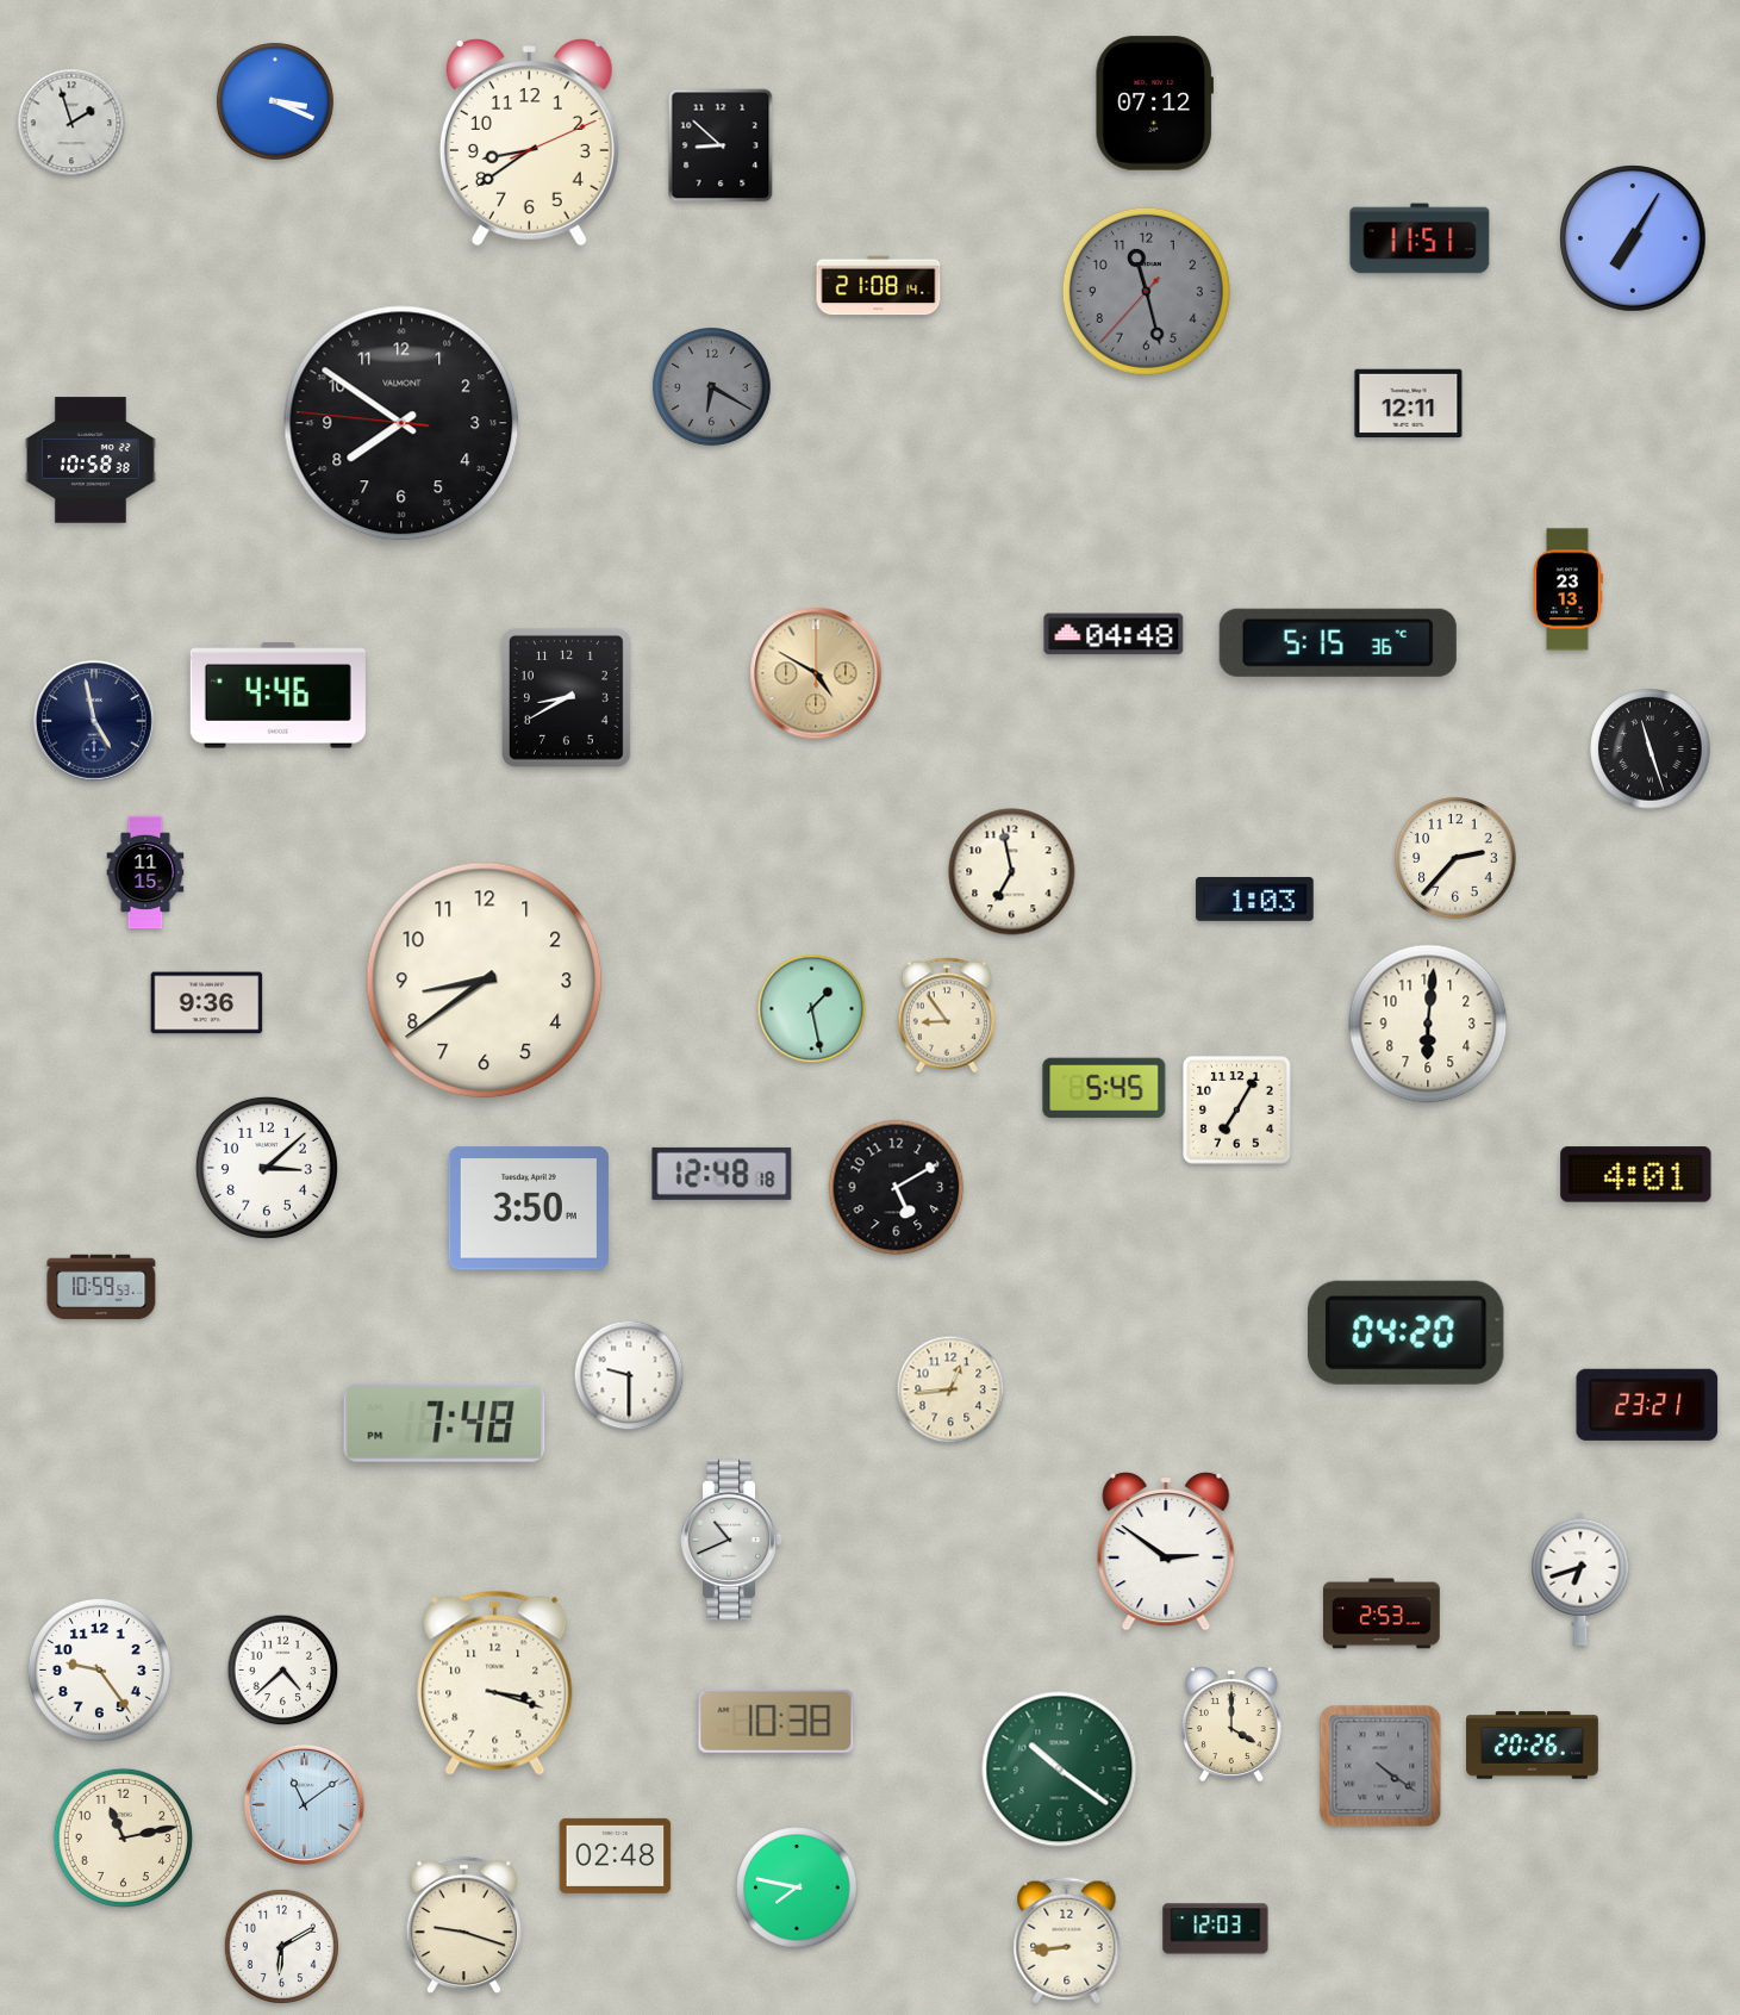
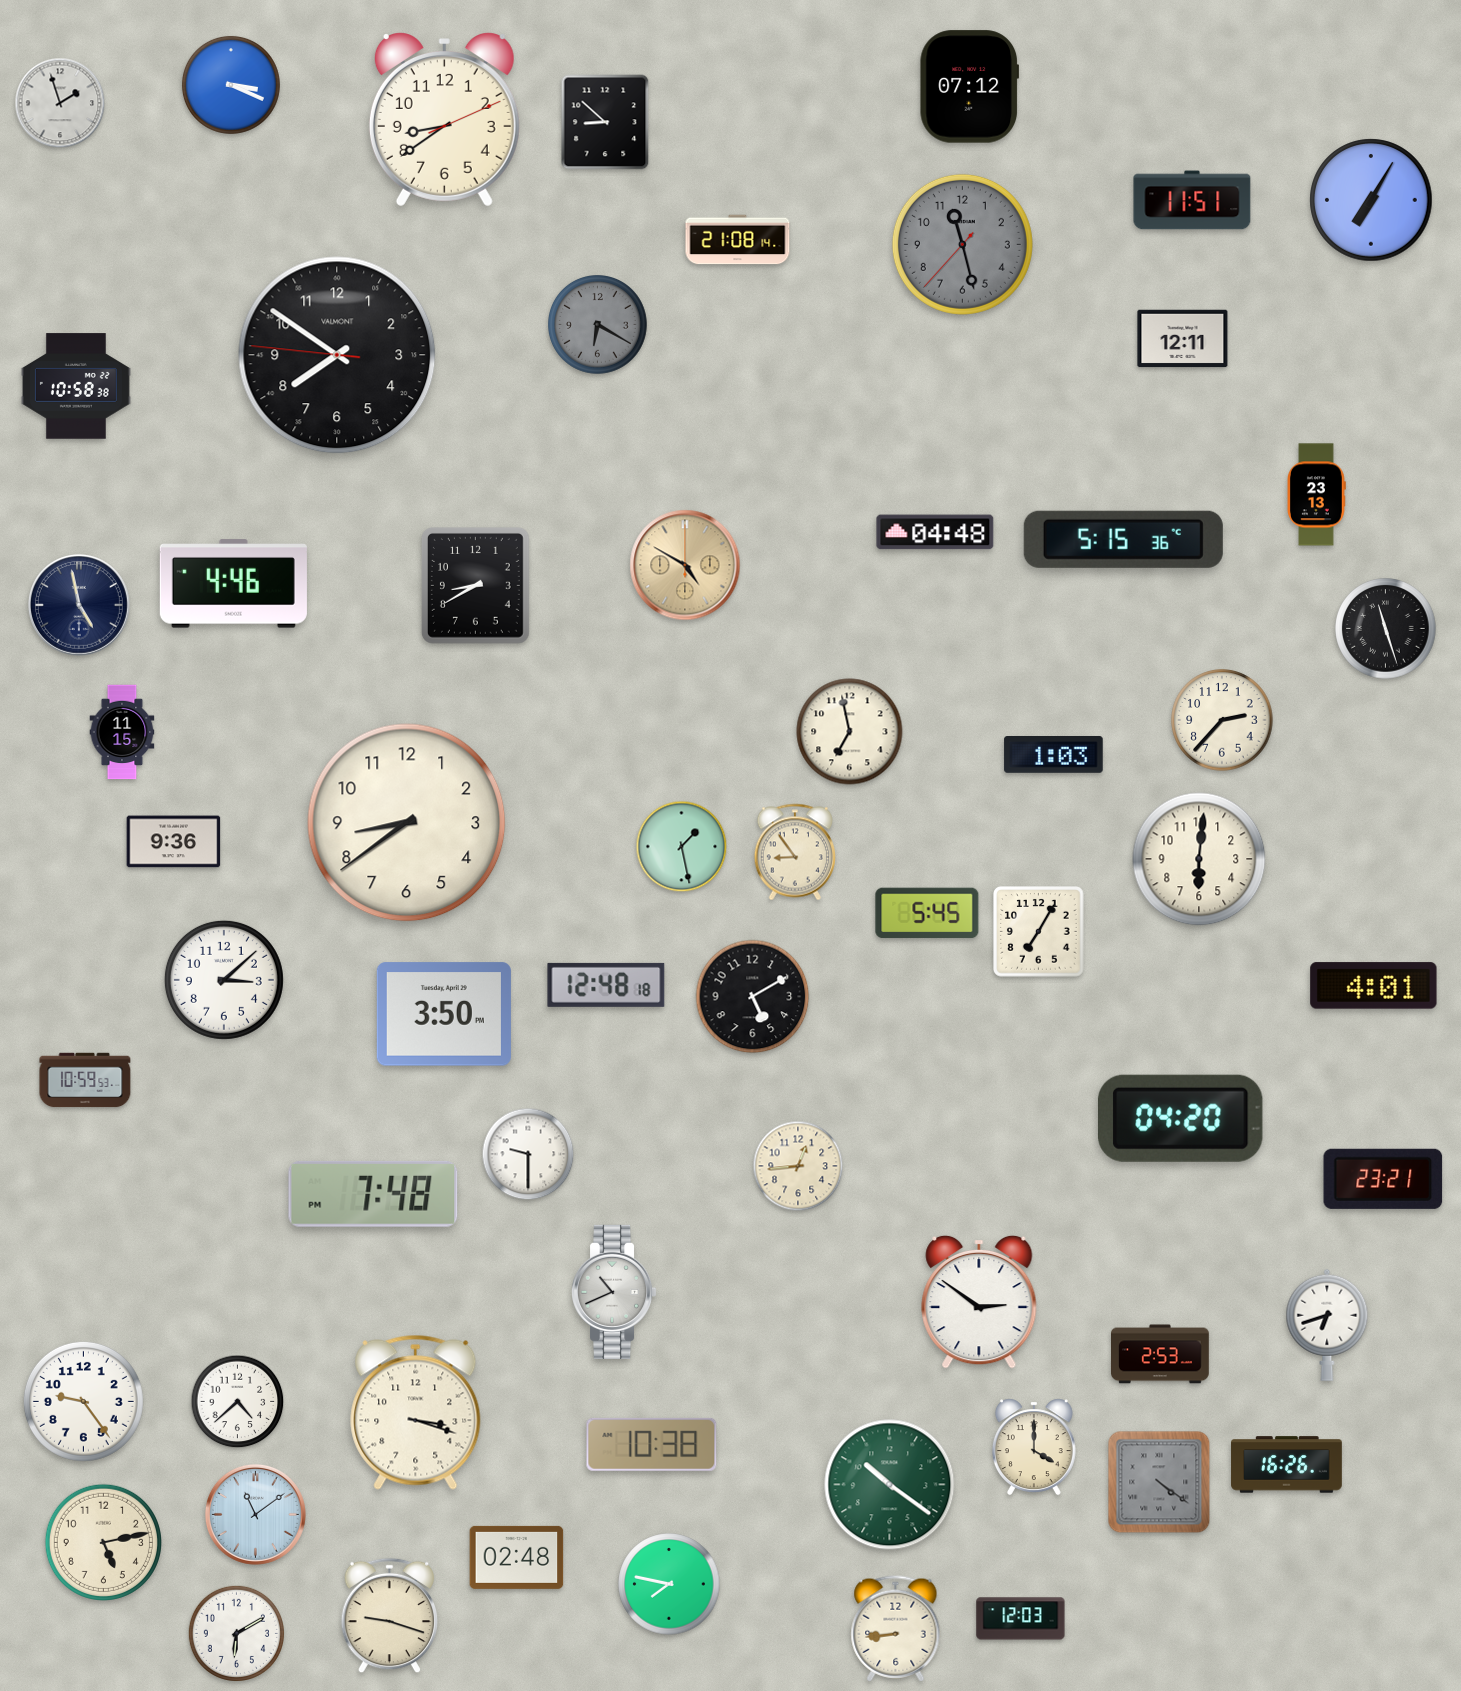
clock at (1533, 1746): 20:26 -> 16:26
clock at (123, 1837): 11:13 -> 5:13
